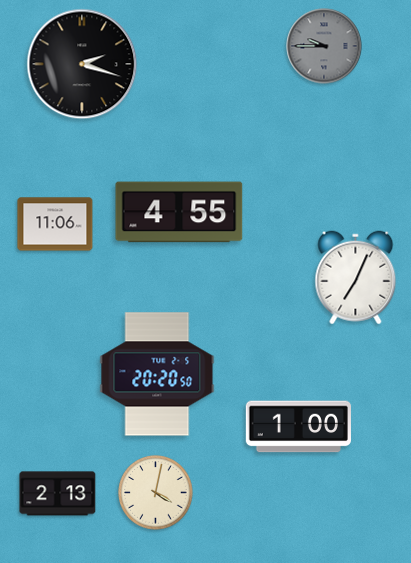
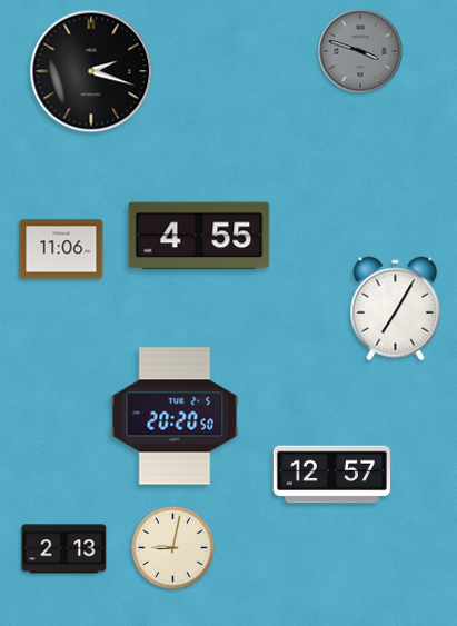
clock at (324, 46): 9:45 -> 3:48
clock at (356, 278): 7:04 -> 7:05
clock at (298, 427): 1:00 -> 12:57
clock at (156, 493): 4:02 -> 9:02
